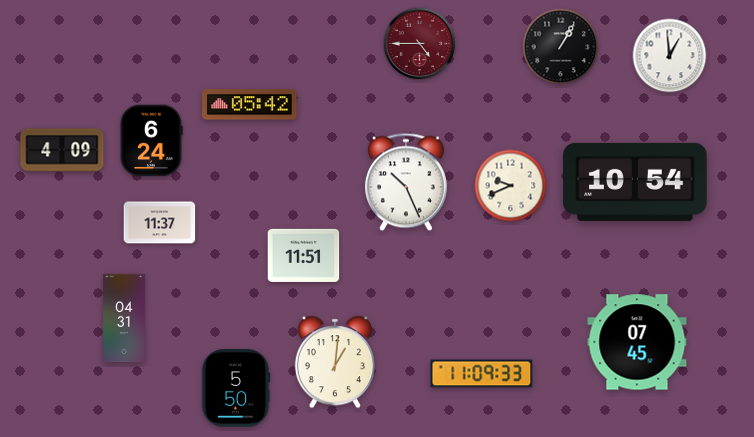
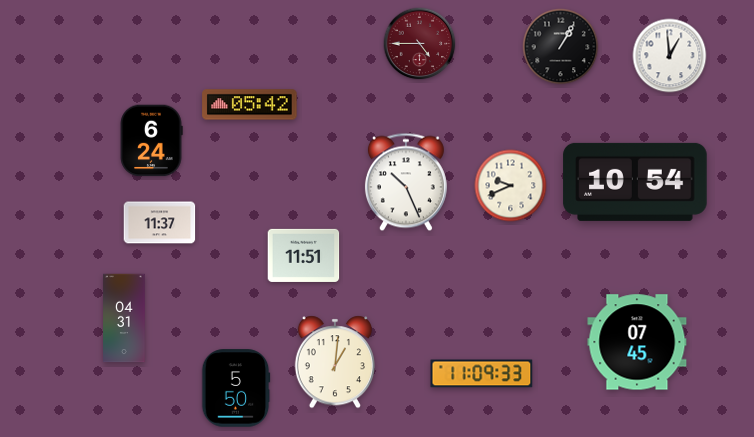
clock at (62, 150): 4:09 -> none
